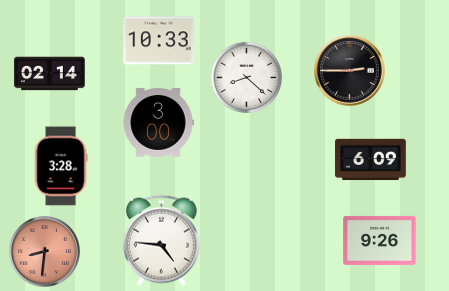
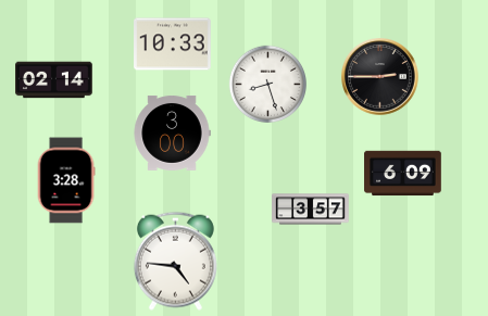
clock at (246, 77): 8:22 -> 8:27
clock at (311, 210): none -> 3:57
clock at (380, 240): 9:26 -> none
clock at (45, 252): 8:31 -> none
